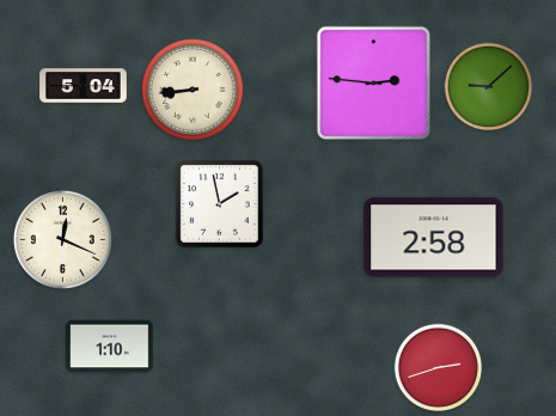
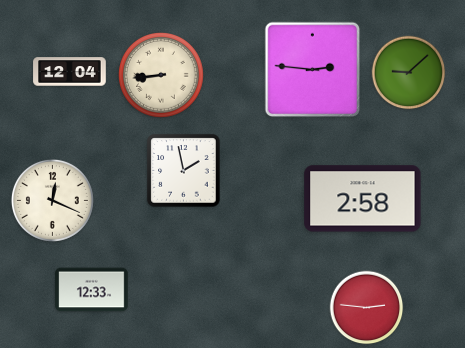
clock at (84, 86): 5:04 -> 12:04
clock at (110, 347): 1:10 -> 12:33
clock at (439, 368): 2:42 -> 2:46
